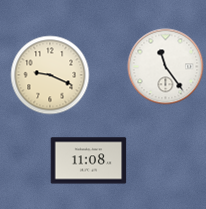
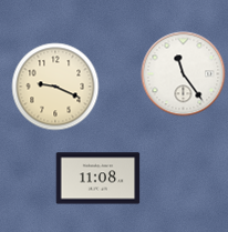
clock at (50, 75) position: (50, 75) -> (55, 87)
